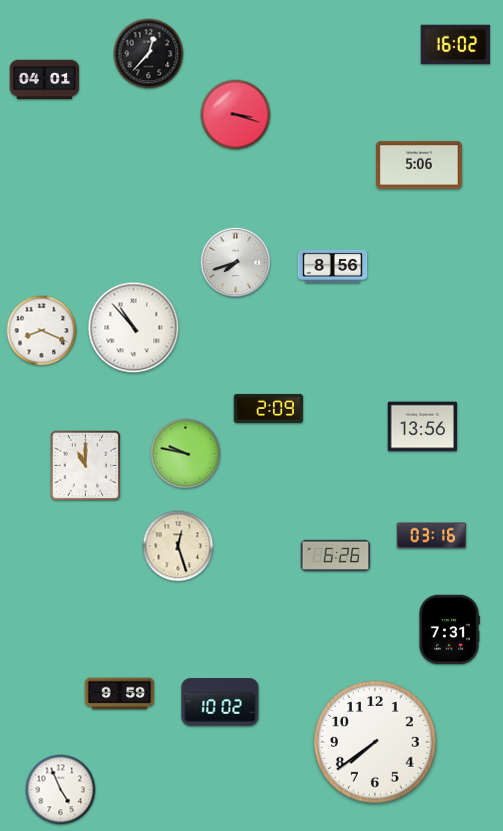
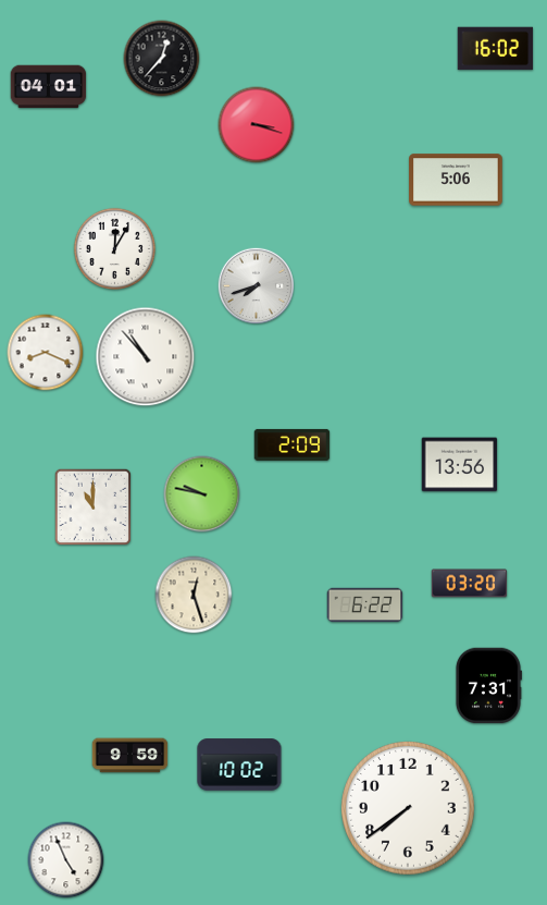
clock at (114, 248): none -> 12:05
clock at (333, 266): 8:56 -> none
clock at (42, 331) position: (42, 331) -> (46, 353)
clock at (432, 536): 03:16 -> 03:20
clock at (336, 556): 6:26 -> 6:22
